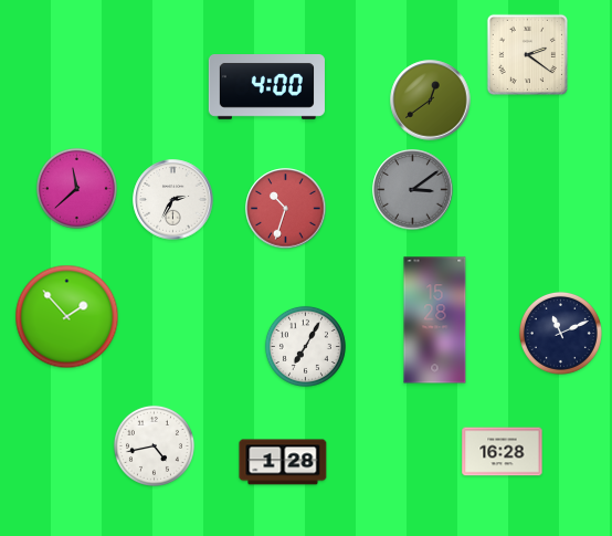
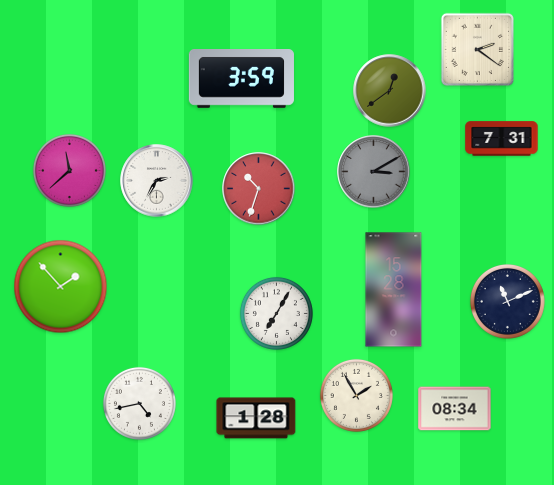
clock at (266, 87): 4:00 -> 3:59
clock at (502, 139): none -> 7:31
clock at (413, 190): 3:09 -> 3:10
clock at (356, 395): none -> 1:55
clock at (503, 452): 16:28 -> 08:34
